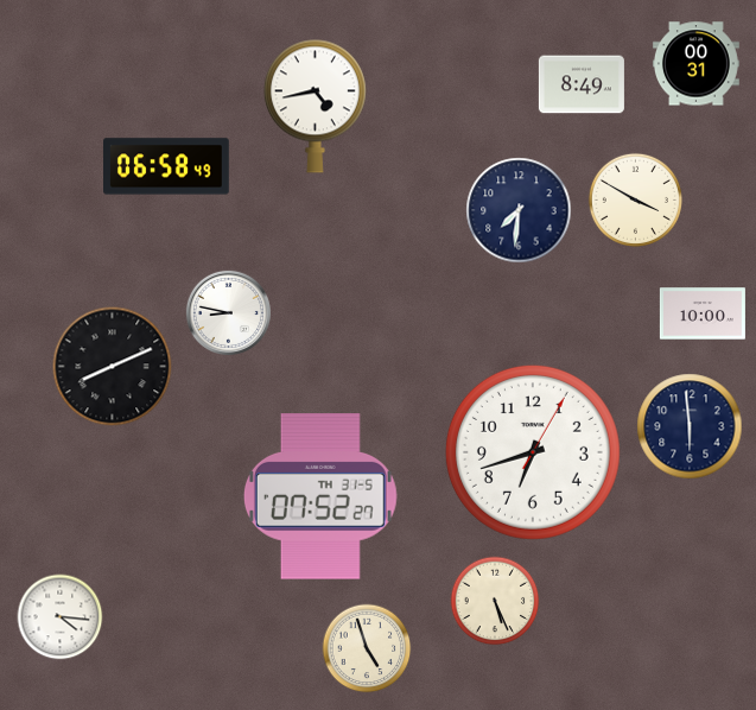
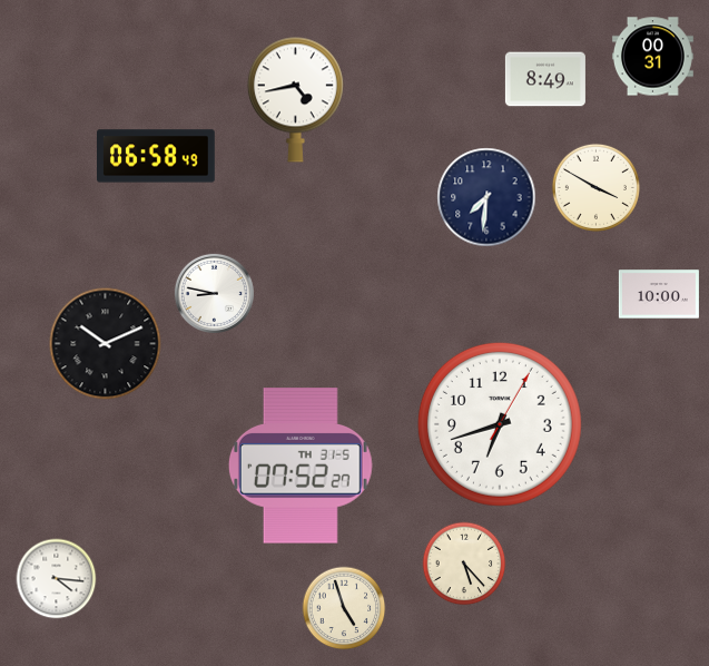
clock at (695, 64) position: (695, 64) -> (652, 57)
clock at (113, 367): 8:11 -> 10:11
clock at (690, 426): 5:59 -> none
clock at (495, 601): 5:26 -> 5:23
